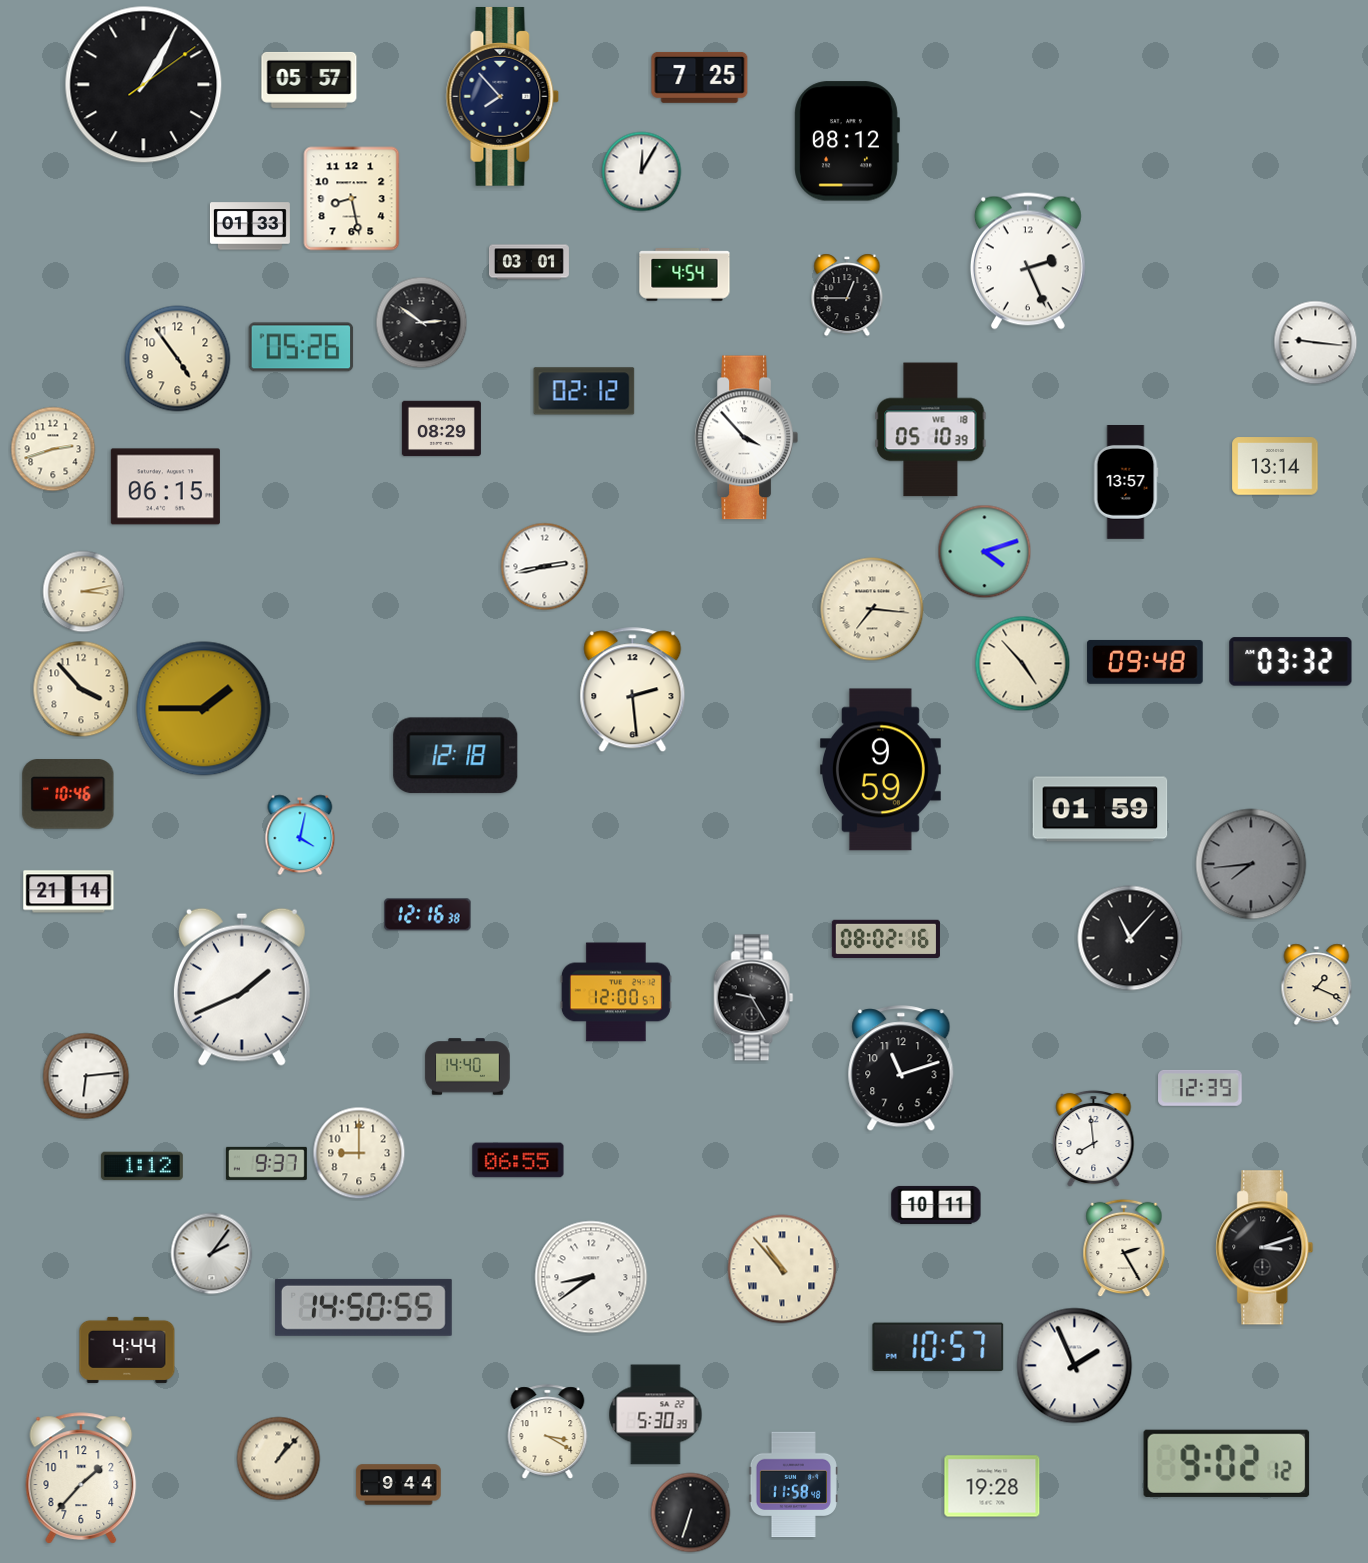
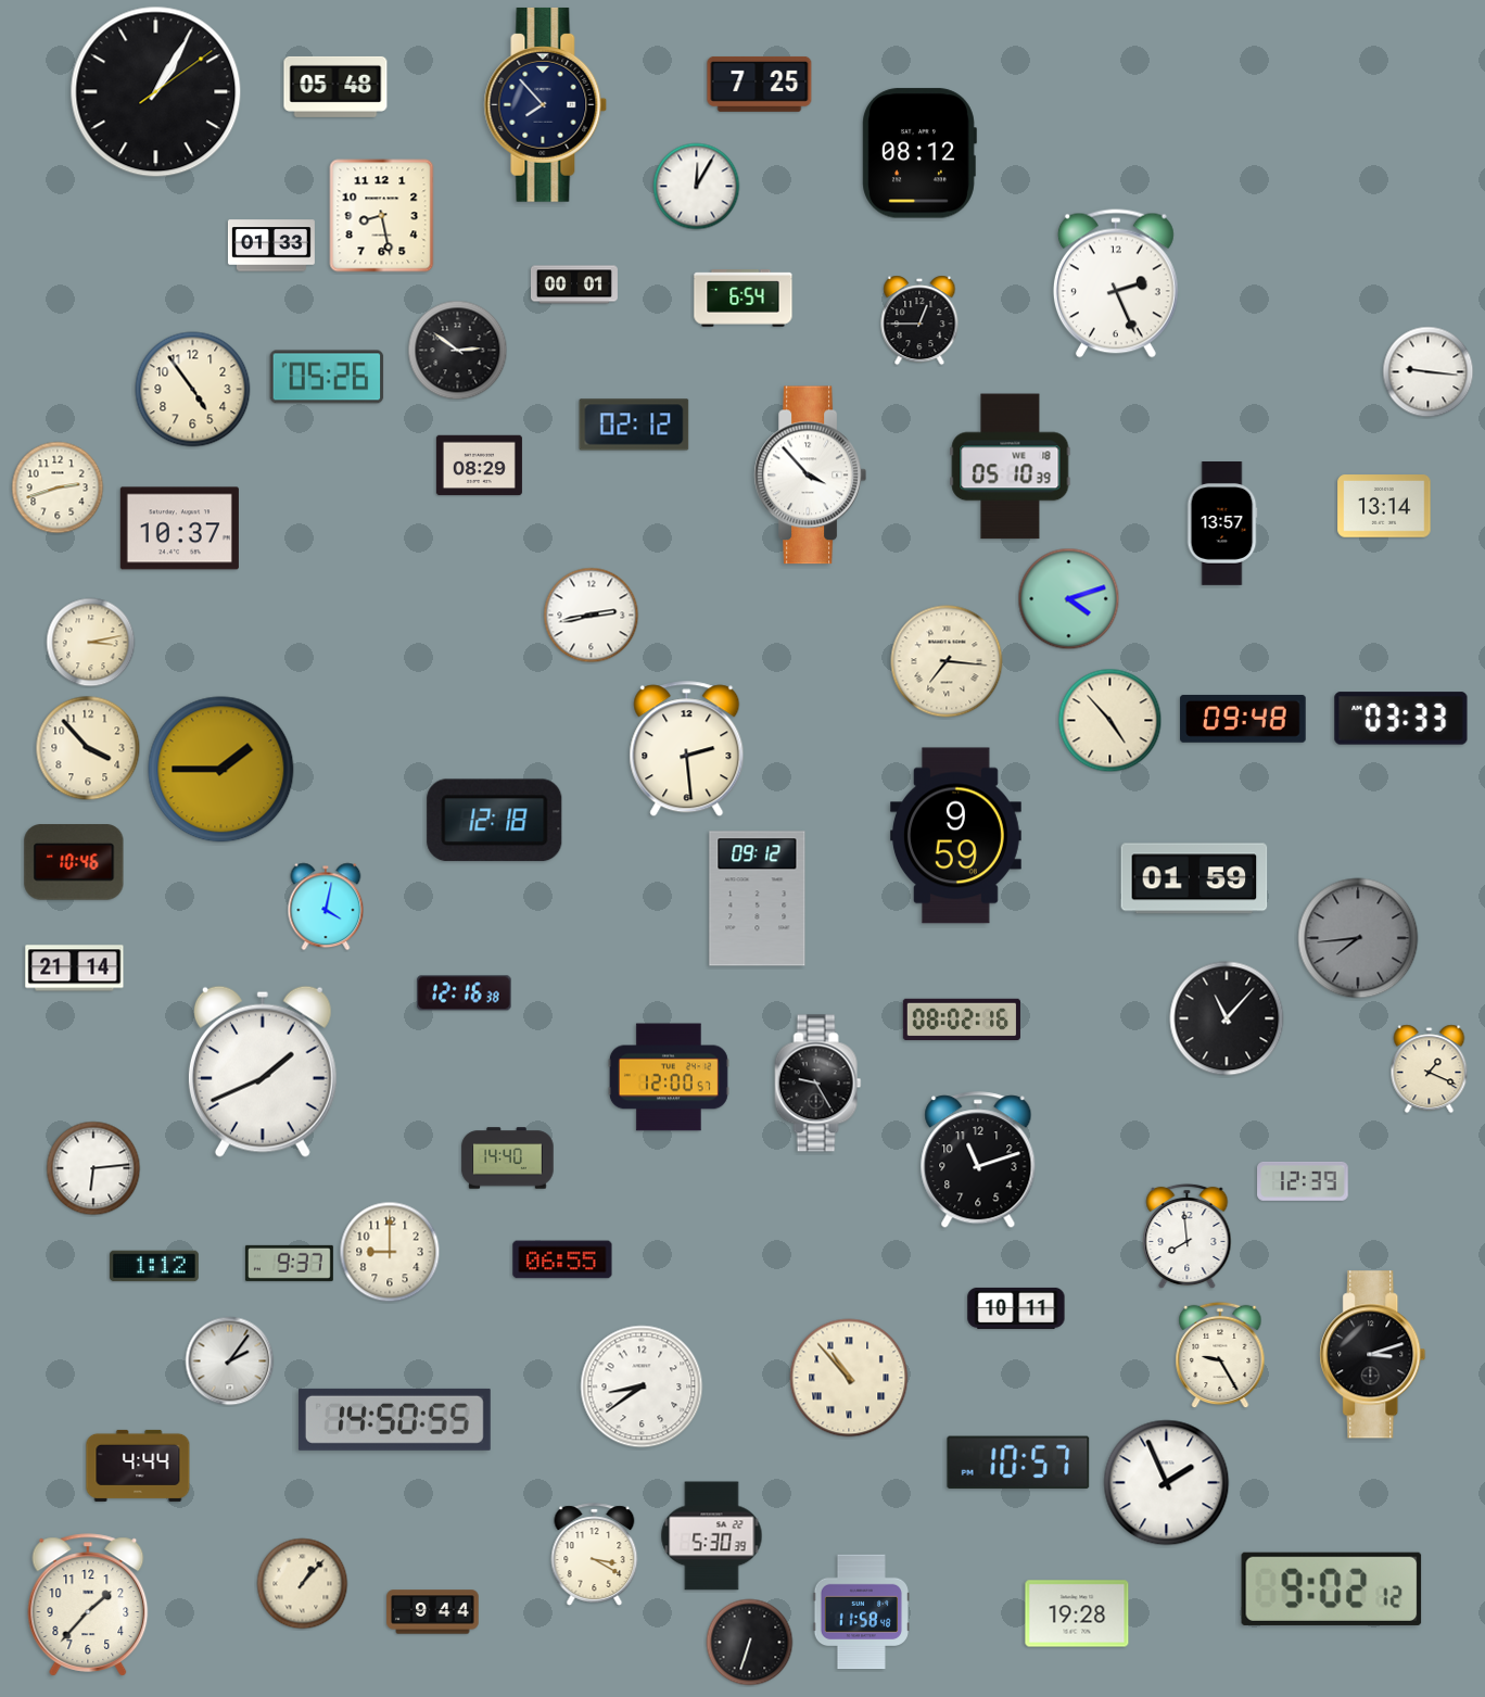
clock at (309, 80): 05:57 -> 05:48
clock at (529, 262): 03:01 -> 00:01
clock at (685, 275): 4:54 -> 6:54
clock at (165, 487): 06:15 -> 10:37
clock at (1291, 662): 03:32 -> 03:33
clock at (758, 899): none -> 09:12
clock at (1124, 1248): 2:25 -> 9:25
